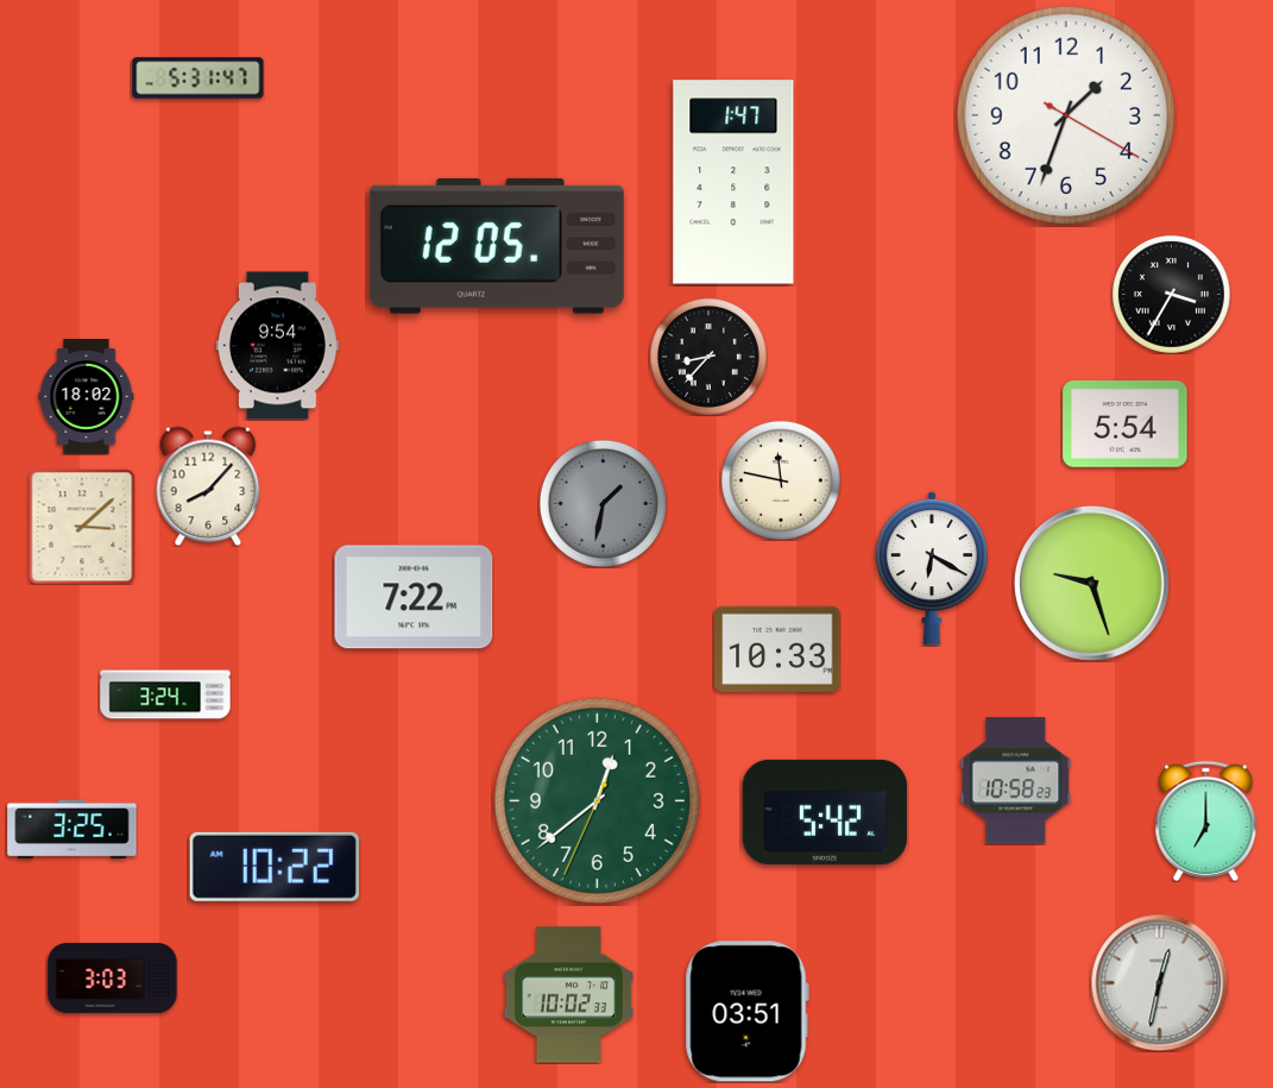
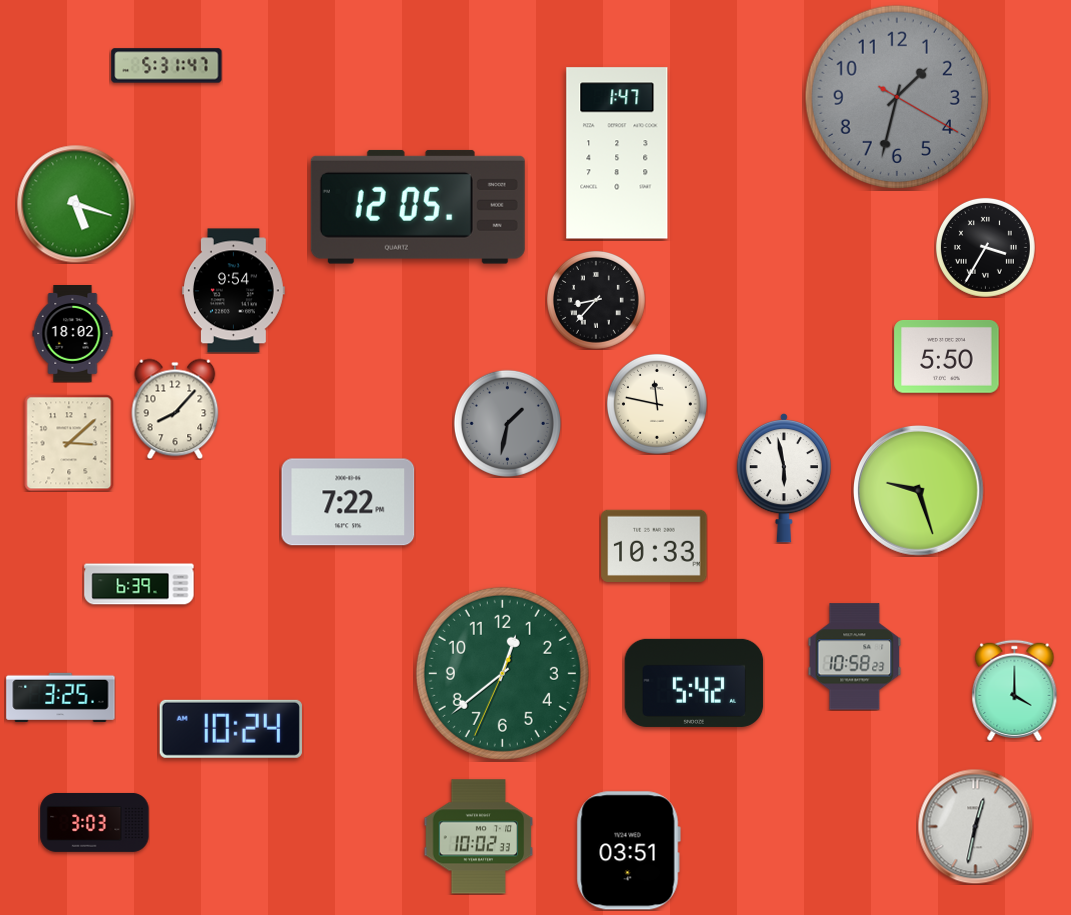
clock at (1066, 115): 1:33 -> 1:32
clock at (1066, 115) dial: white -> grey
clock at (76, 204): none -> 5:18
clock at (1126, 424): 5:54 -> 5:50
clock at (932, 568): 6:20 -> 5:58
clock at (165, 694): 3:24 -> 6:39
clock at (1206, 820): 7:00 -> 4:00
clock at (275, 867): 10:22 -> 10:24
